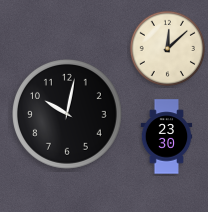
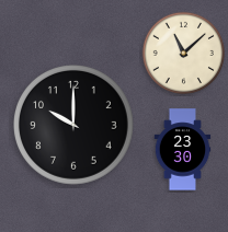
clock at (167, 48): 12:08 -> 11:08
clock at (68, 115): 10:02 -> 10:00
